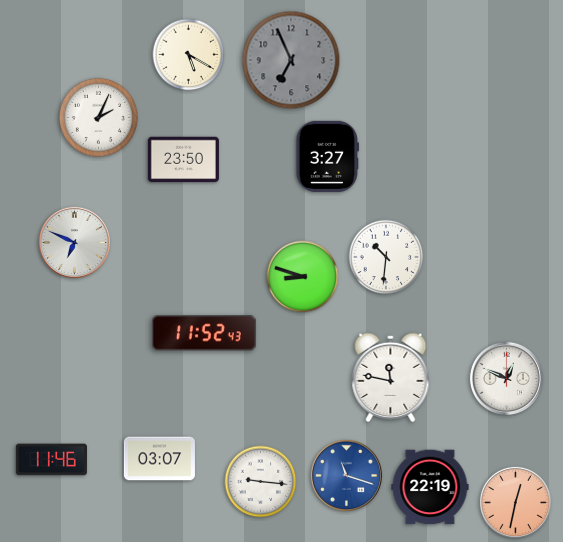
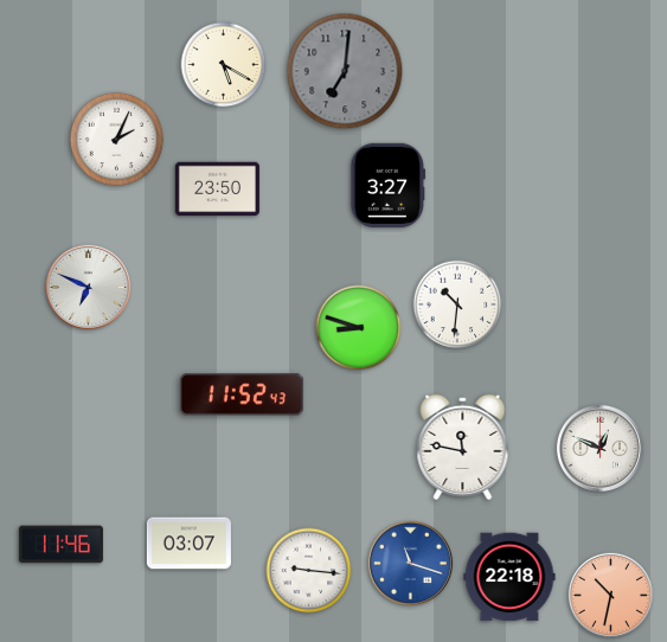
clock at (291, 60): 6:56 -> 7:01
clock at (430, 487): 22:19 -> 22:18
clock at (515, 502): 12:32 -> 10:32
